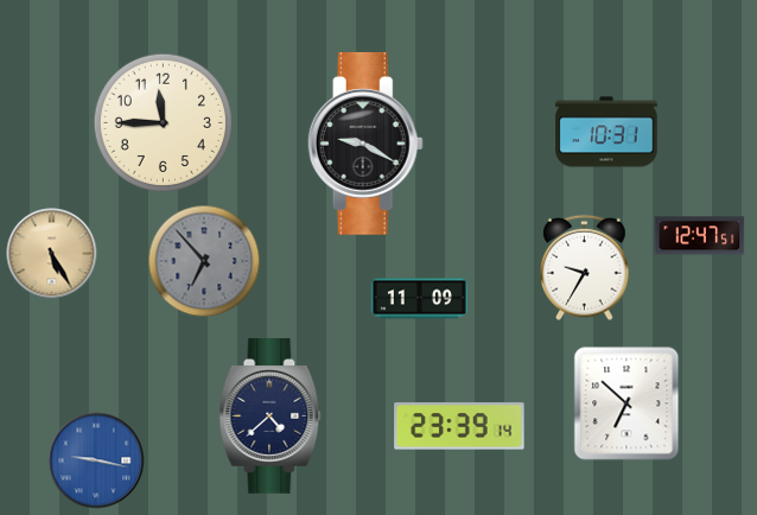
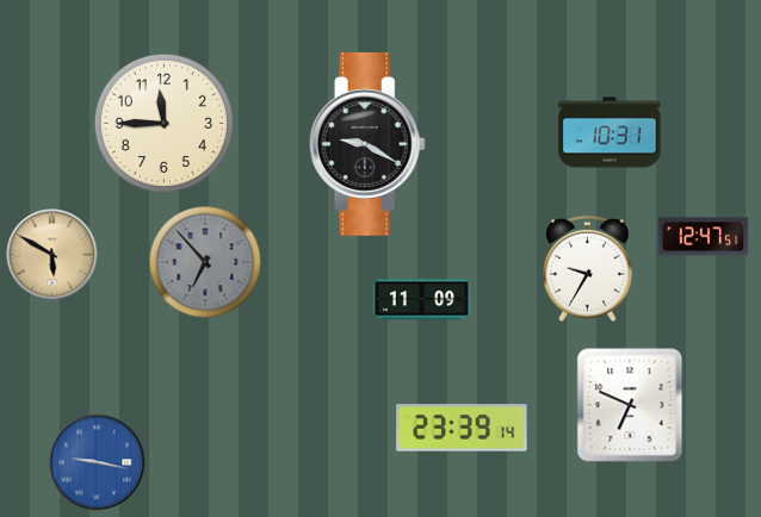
clock at (52, 254): 5:25 -> 5:50
clock at (626, 403): 6:52 -> 6:49
clock at (271, 417): 4:38 -> none
